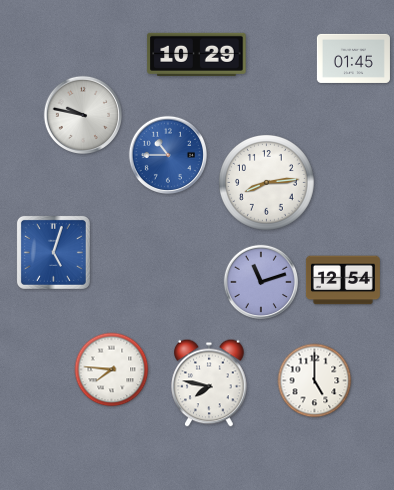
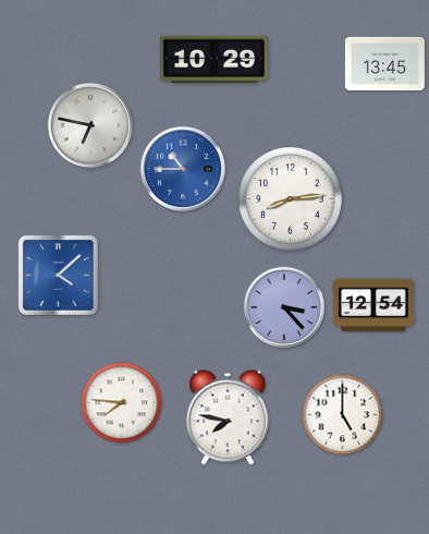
clock at (353, 58): 01:45 -> 13:45
clock at (82, 114): 9:47 -> 6:47
clock at (53, 252): 5:03 -> 4:08
clock at (260, 281): 11:12 -> 3:23
